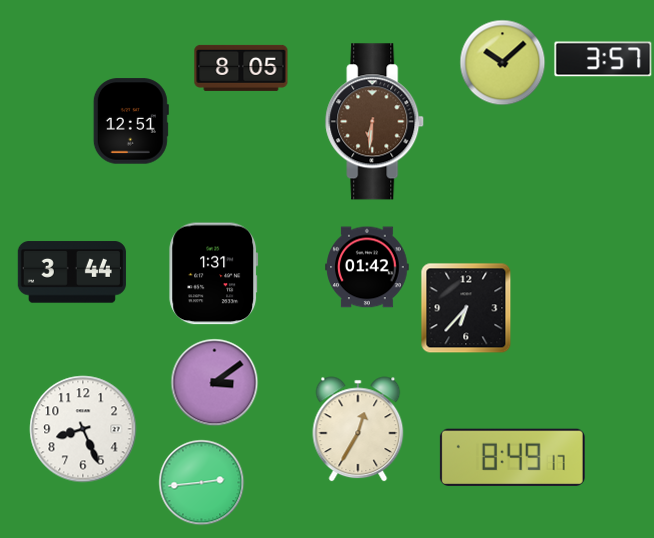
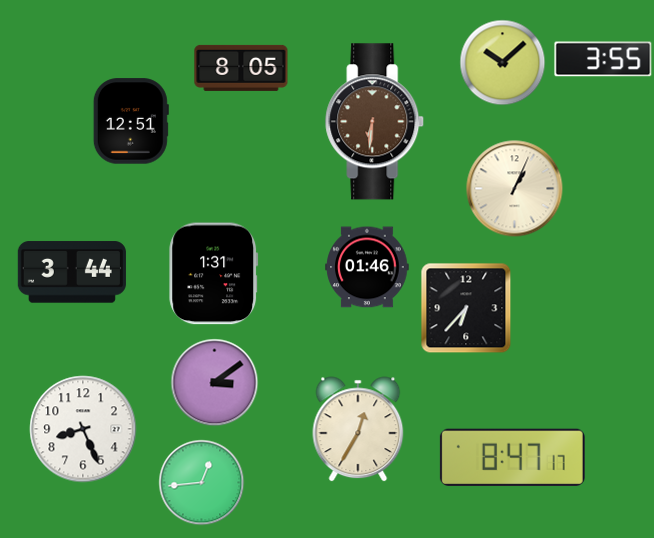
clock at (603, 59): 3:57 -> 3:55
clock at (515, 189): none -> 1:04
clock at (367, 267): 01:42 -> 01:46
clock at (512, 457): 8:49 -> 8:47
clock at (202, 483): 2:44 -> 12:44
